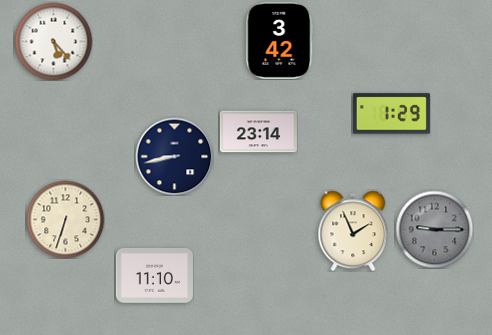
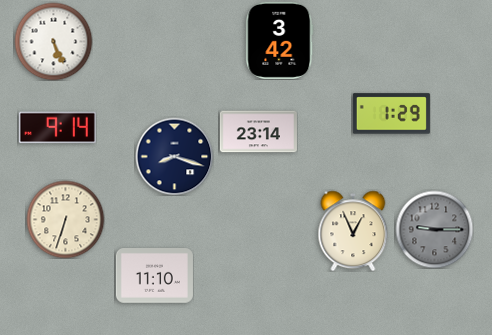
clock at (53, 41): 5:23 -> 5:26
clock at (57, 128): none -> 9:14
clock at (174, 156): 8:43 -> 8:18
clock at (353, 231): 1:56 -> 12:56
